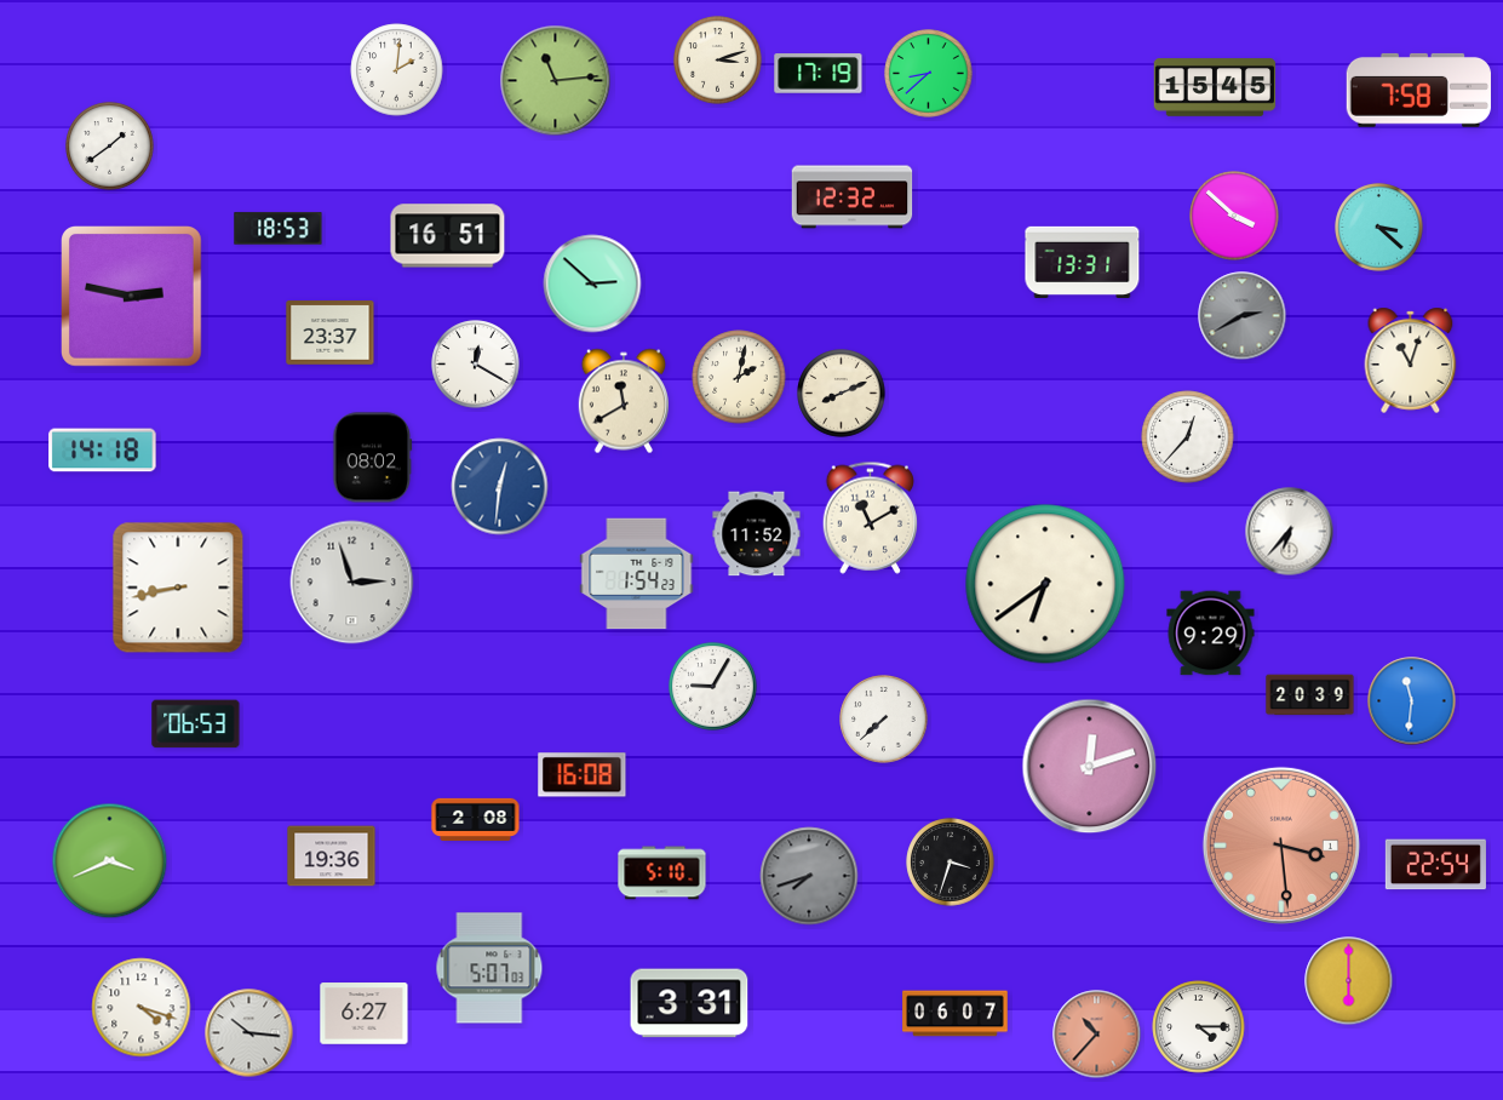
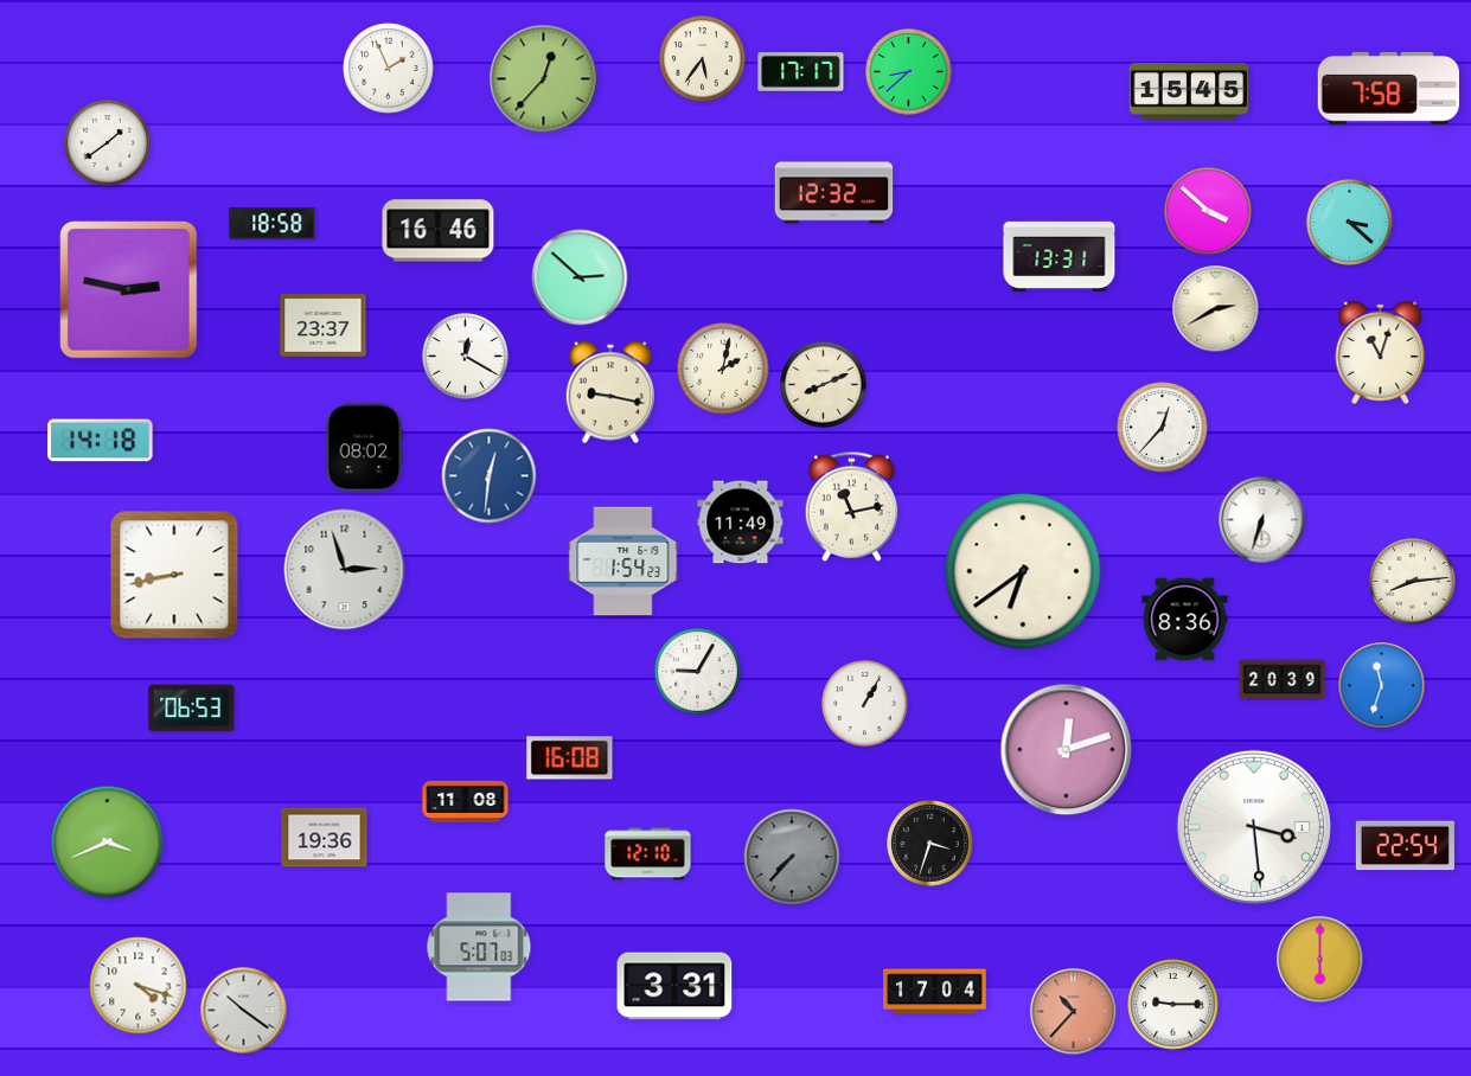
clock at (718, 61): 3:12 -> 5:36
clock at (397, 70): 2:01 -> 1:56
clock at (819, 74): 17:19 -> 17:17
clock at (556, 81): 11:14 -> 12:37
clock at (1215, 87) position: (1215, 87) -> (1189, 91)
clock at (279, 229): 18:53 -> 18:58
clock at (448, 236): 16:51 -> 16:46
clock at (1243, 316) dial: grey -> cream
clock at (623, 401): 11:40 -> 9:17
clock at (870, 517): 11:10 -> 11:13
clock at (1290, 532): 6:37 -> 6:33
clock at (757, 534): 11:52 -> 11:49
clock at (1413, 582): none -> 8:14
clock at (1211, 634): 9:29 -> 8:36
clock at (1412, 701): 11:31 -> 11:33
clock at (884, 720): 7:38 -> 1:05
clock at (476, 819): 2:08 -> 11:08
clock at (1281, 846) dial: salmon -> white
clock at (662, 873): 5:10 -> 12:10
clock at (809, 876): 7:42 -> 7:37
clock at (689, 1003) position: (689, 1003) -> (674, 986)
clock at (365, 1014): 6:27 -> none
clock at (956, 1014): 06:07 -> 17:04
clock at (1199, 1027): 4:15 -> 9:15
clock at (249, 1033): 10:16 -> 10:21
